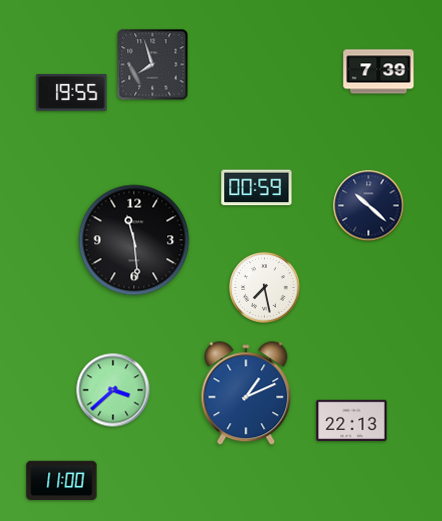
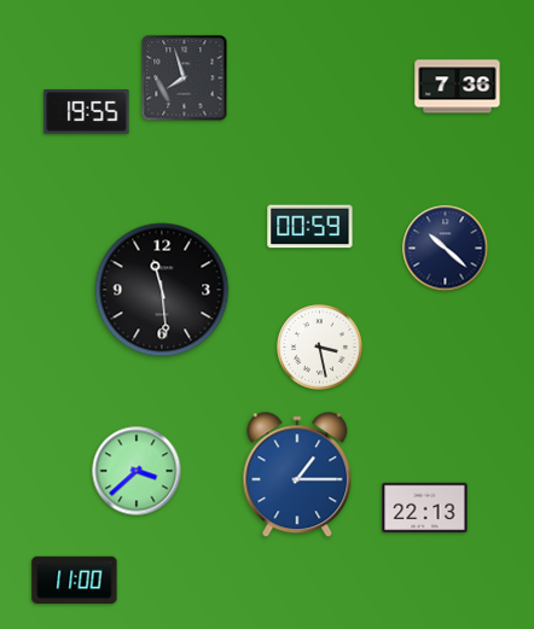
clock at (379, 72): 7:39 -> 7:36
clock at (265, 288): 7:28 -> 3:28
clock at (246, 394): 1:11 -> 1:15
